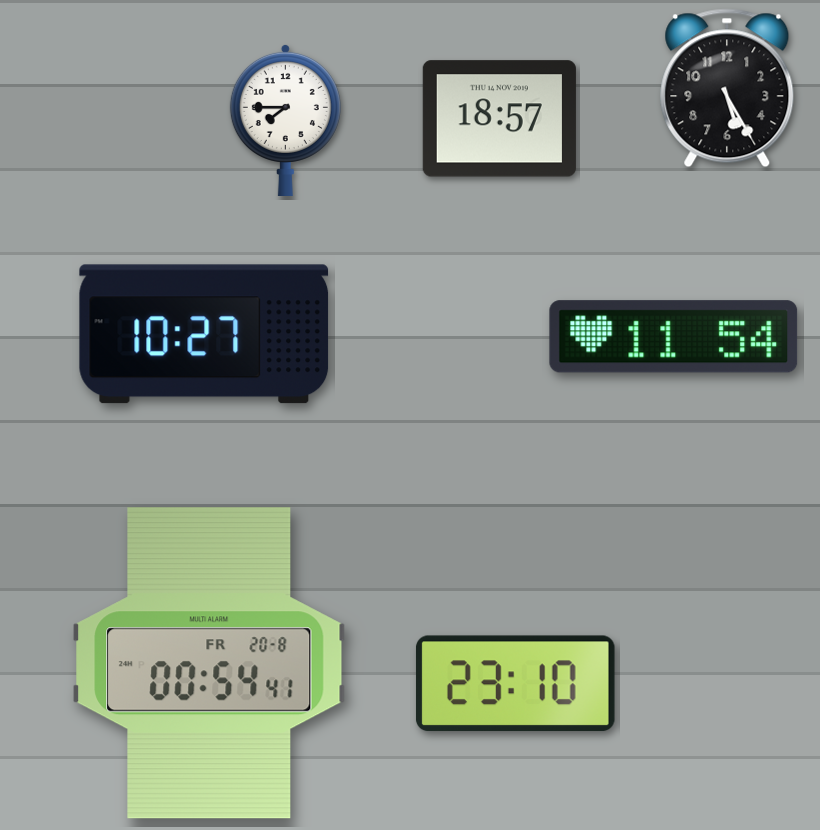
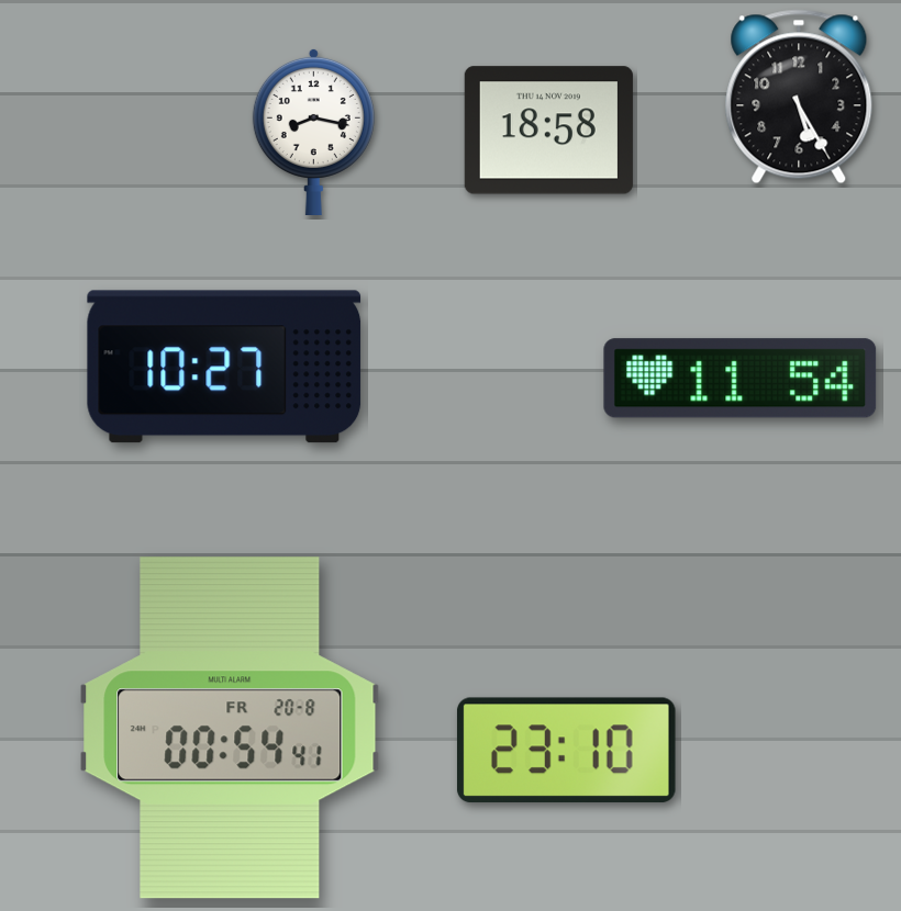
clock at (285, 119): 7:45 -> 8:17
clock at (499, 119): 18:57 -> 18:58
clock at (674, 337) position: (674, 337) -> (741, 379)
